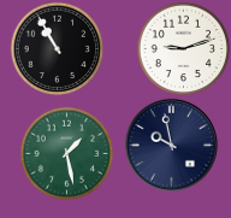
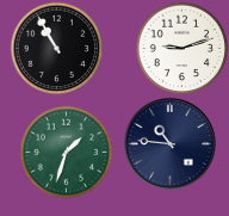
clock at (171, 145): 9:58 -> 10:46
clock at (66, 153): 1:28 -> 1:33
